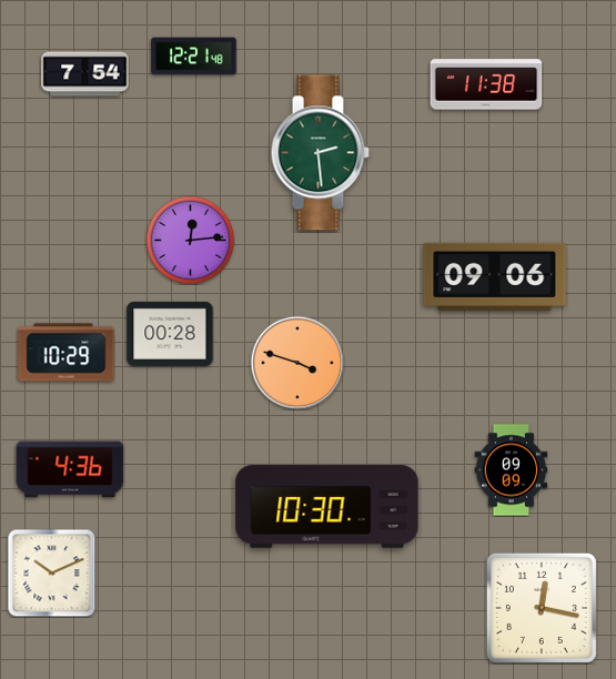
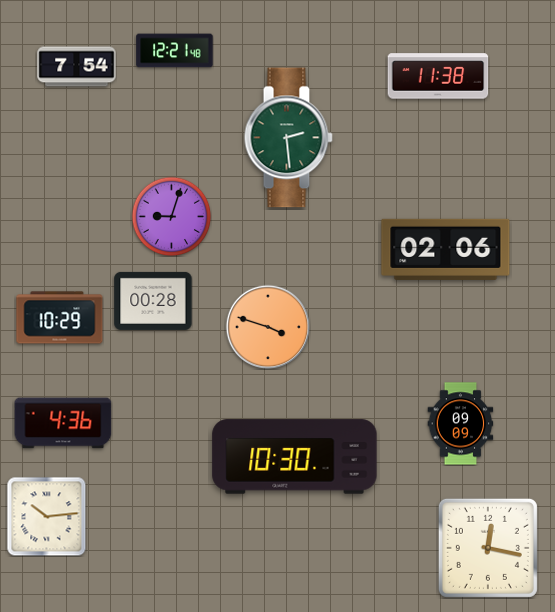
clock at (190, 240): 12:14 -> 9:03
clock at (495, 276): 09:06 -> 02:06
clock at (51, 572): 10:11 -> 10:14
